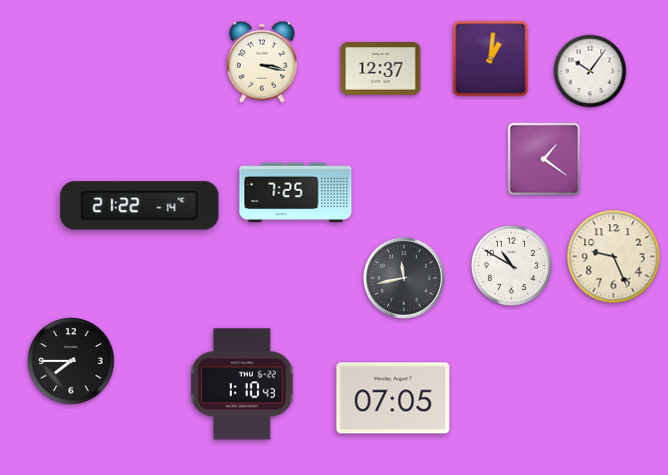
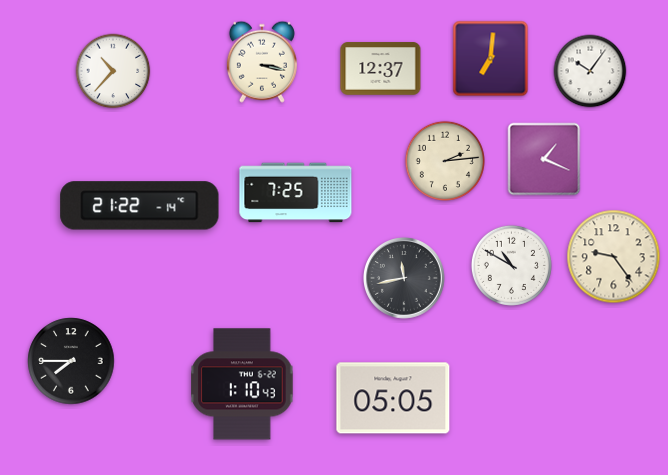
clock at (491, 59): 1:01 -> 7:01
clock at (113, 71): none -> 10:37
clock at (544, 159): 1:21 -> 1:19
clock at (445, 161): none -> 2:14
clock at (614, 257): 9:26 -> 9:24
clock at (393, 398): 07:05 -> 05:05
